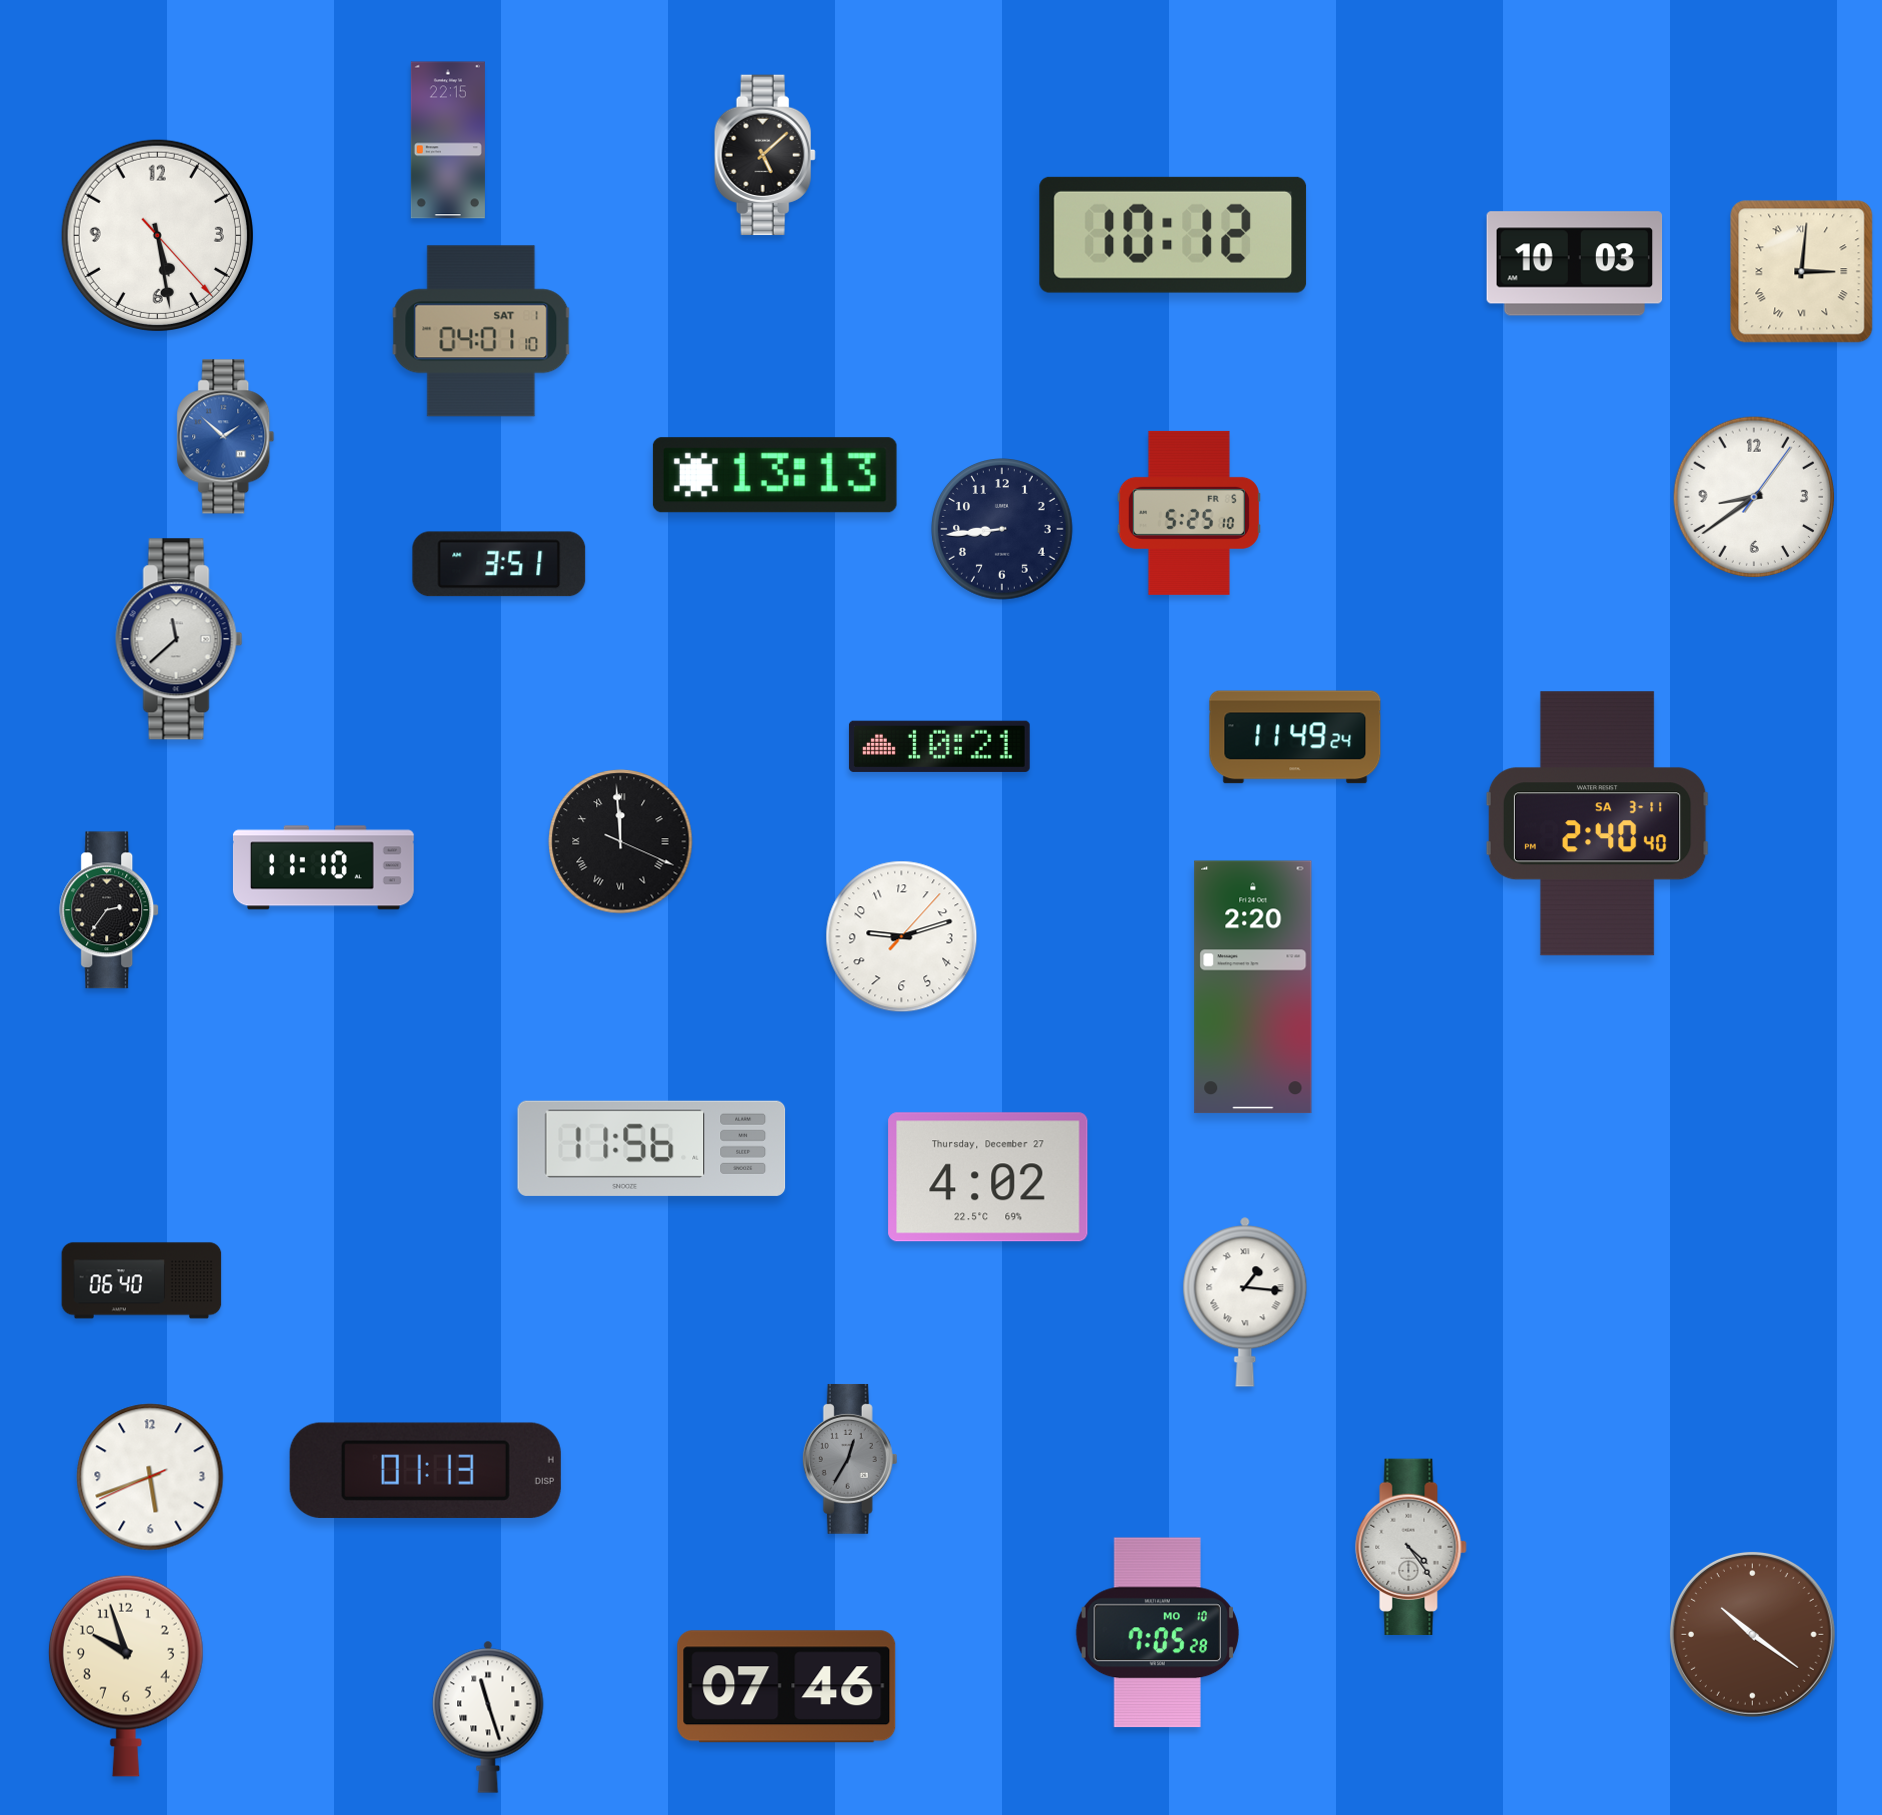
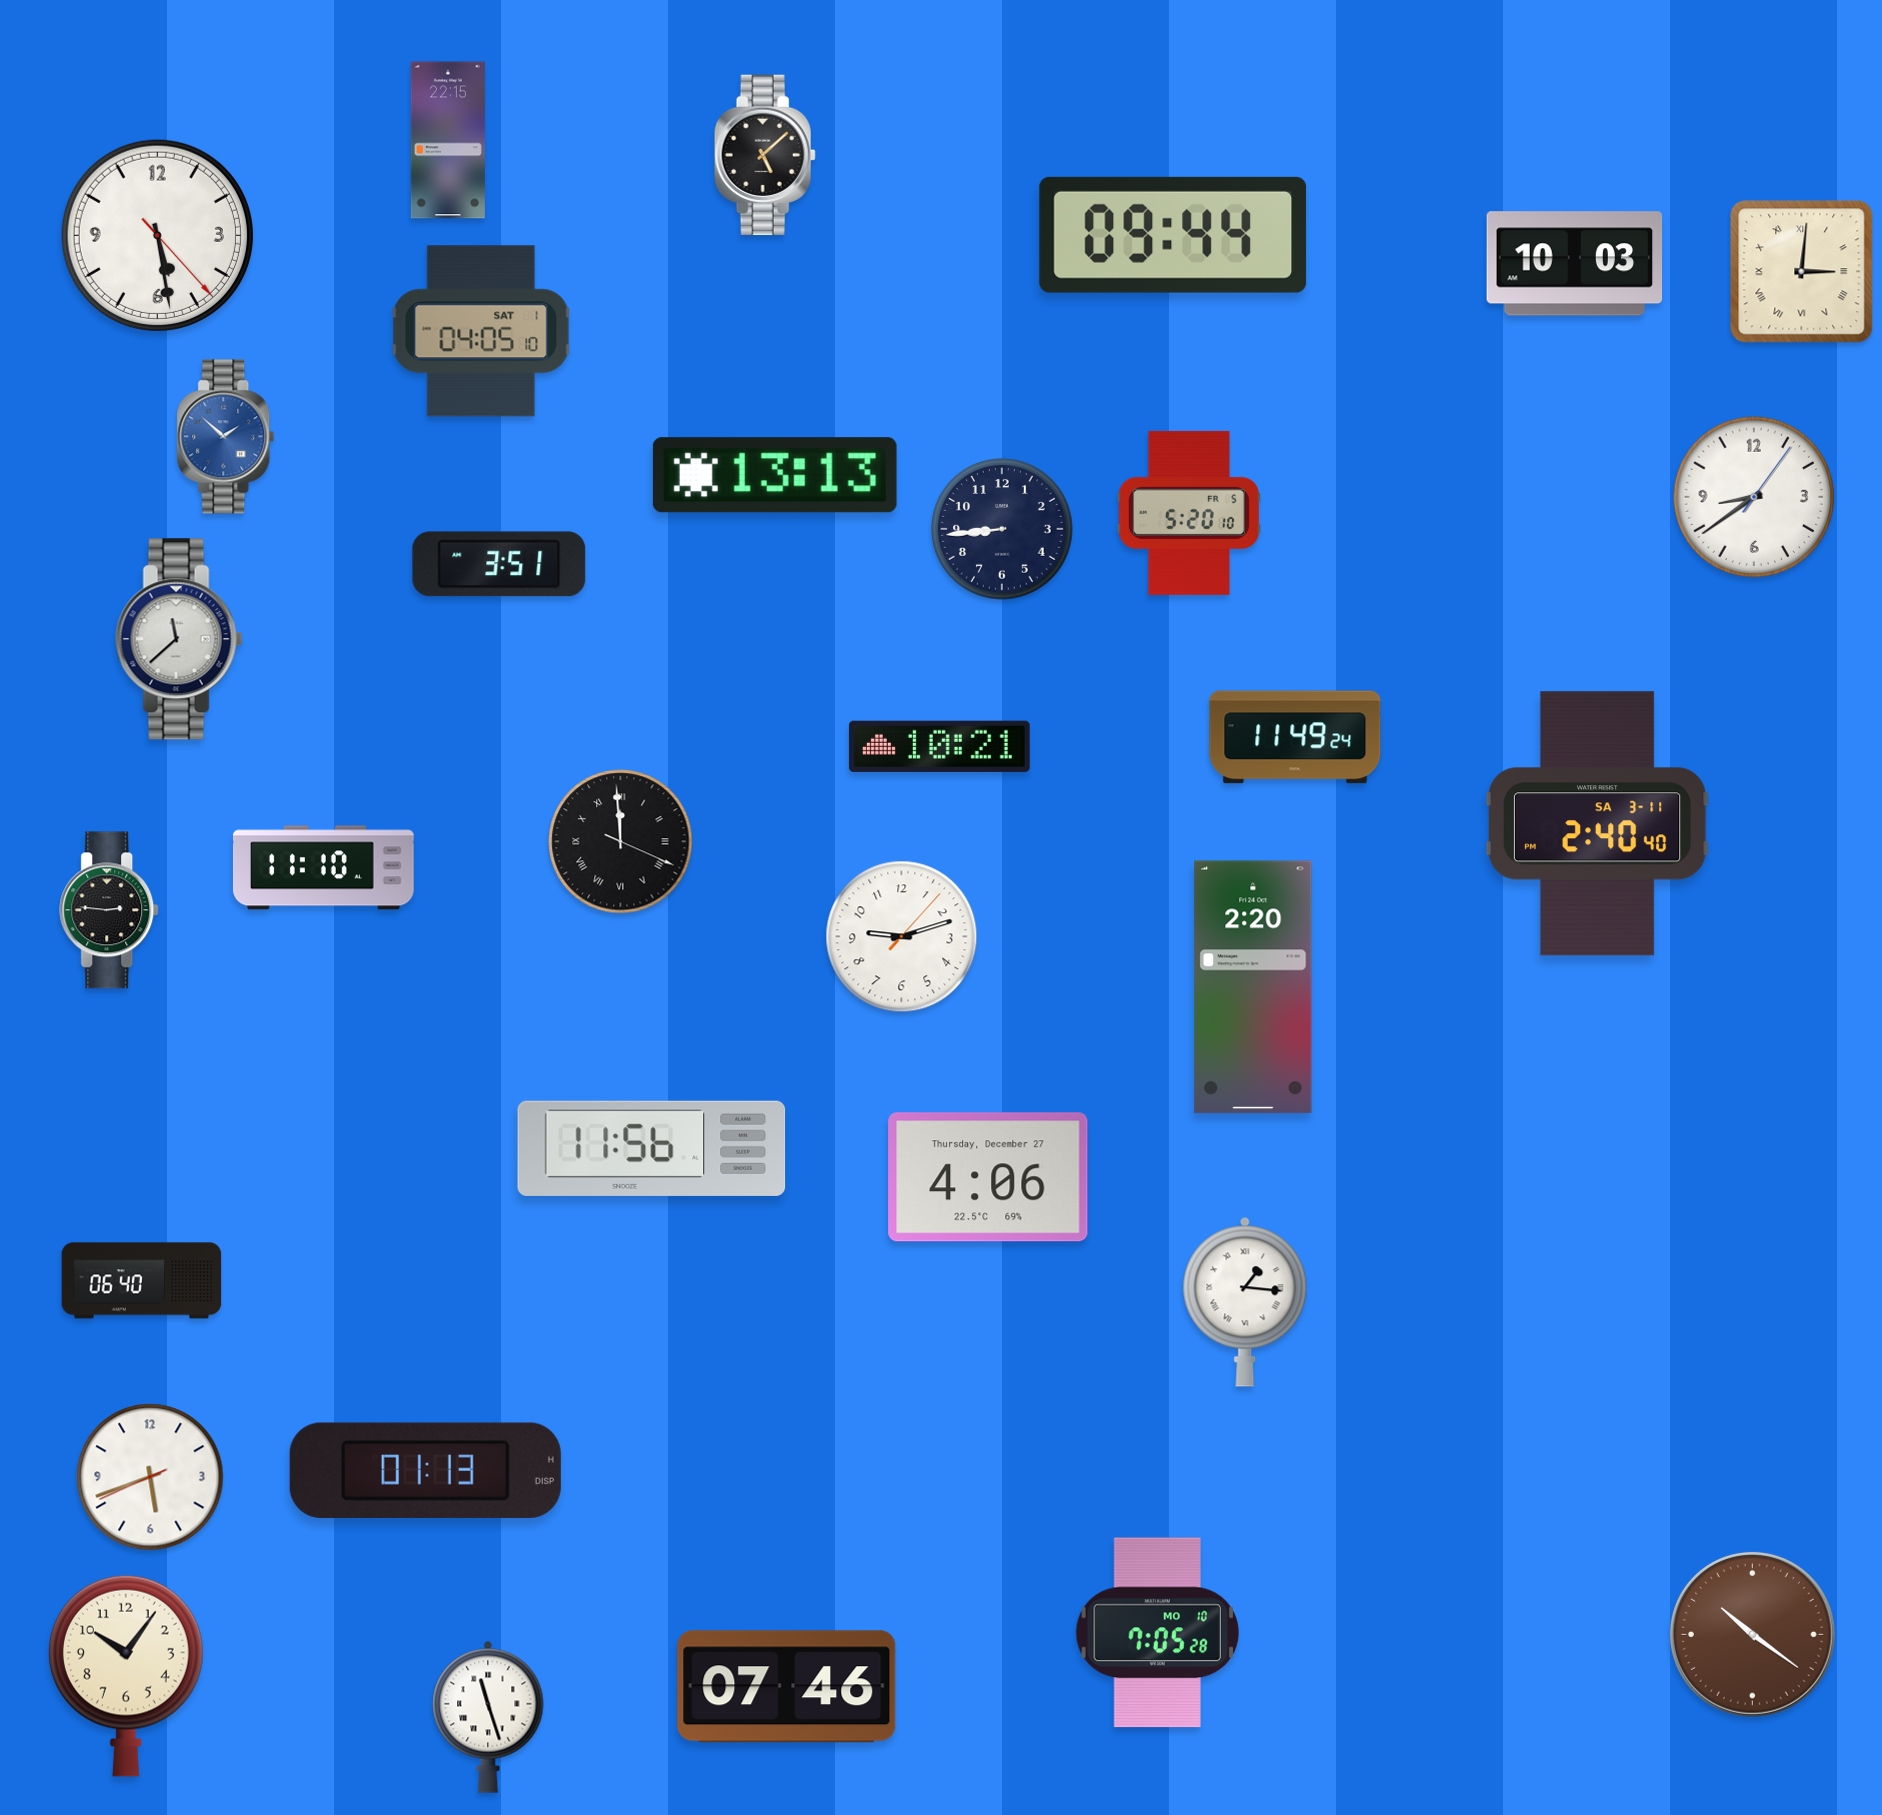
clock at (1173, 235): 10:12 -> 09:44
clock at (481, 331): 04:01 -> 04:05
clock at (1189, 513): 5:25 -> 5:20
clock at (110, 910): 2:36 -> 2:46
clock at (988, 1177): 4:02 -> 4:06
clock at (850, 1459): 12:35 -> none
clock at (1411, 1546): 4:24 -> none
clock at (126, 1676): 9:57 -> 10:06
